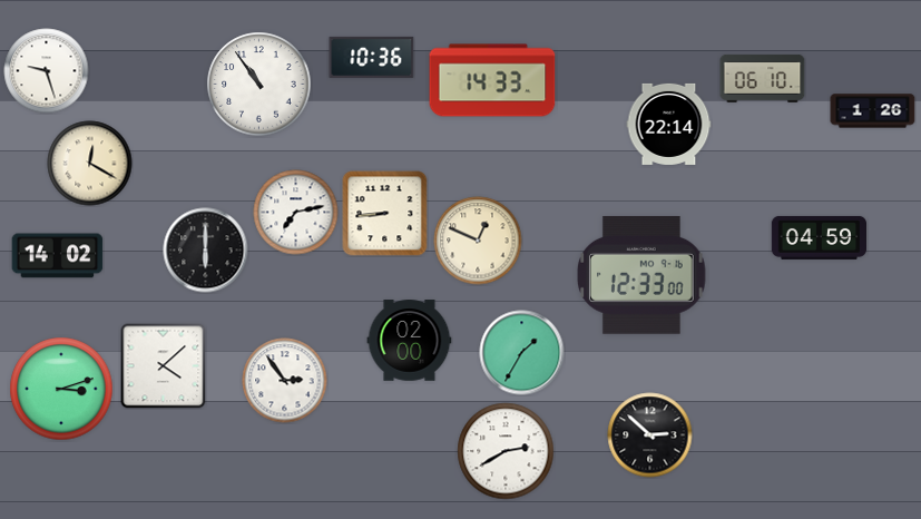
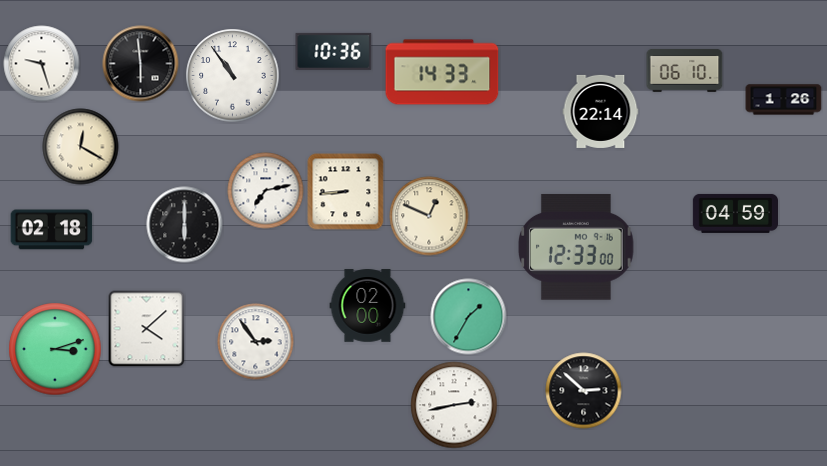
clock at (141, 64): none -> 5:59
clock at (58, 256): 14:02 -> 02:18
clock at (506, 451): 2:40 -> 2:43
